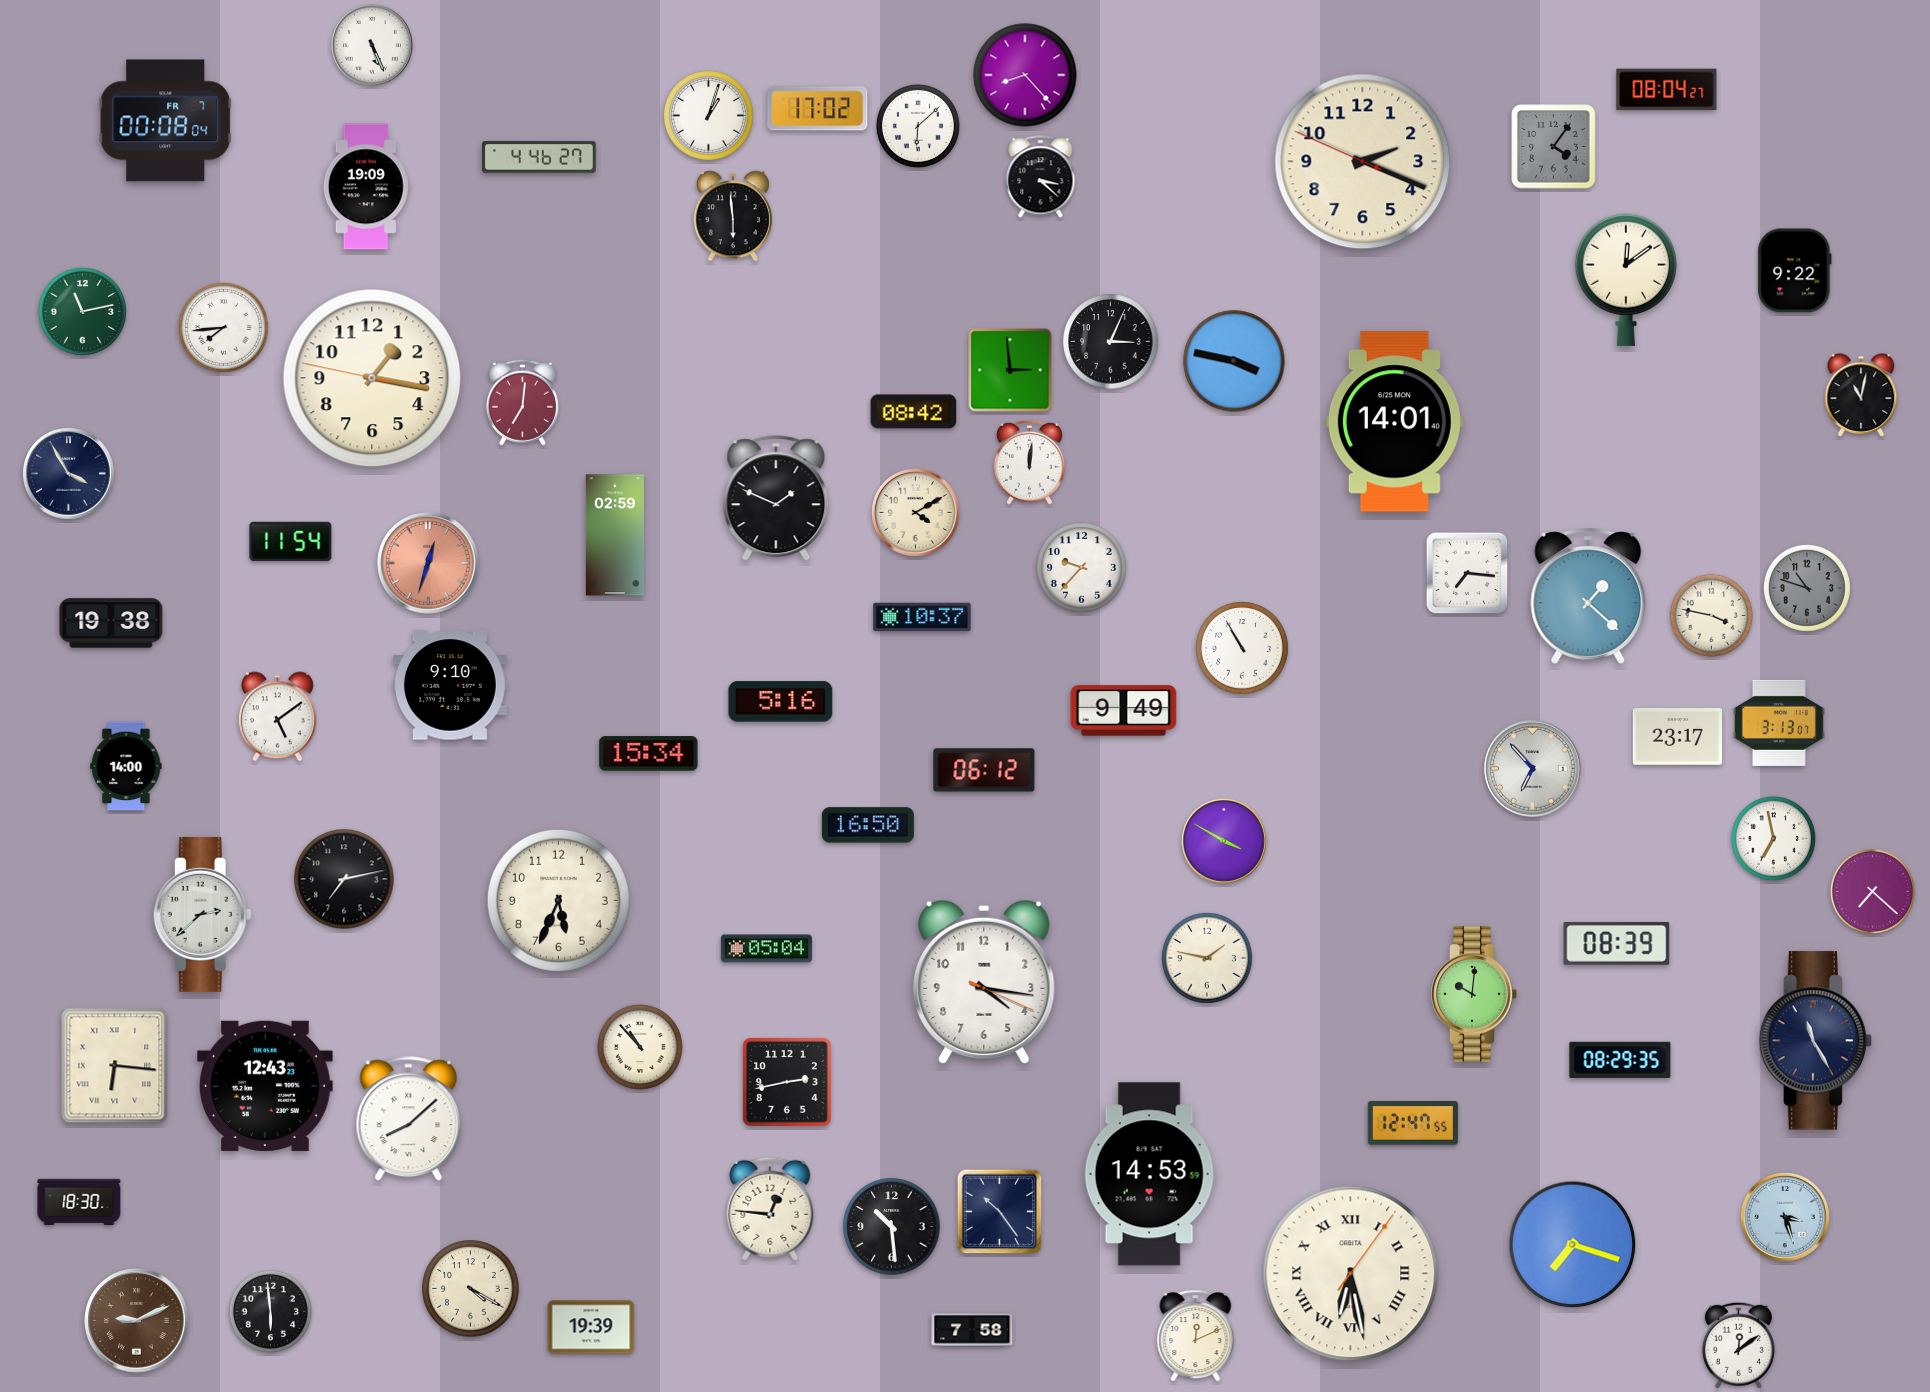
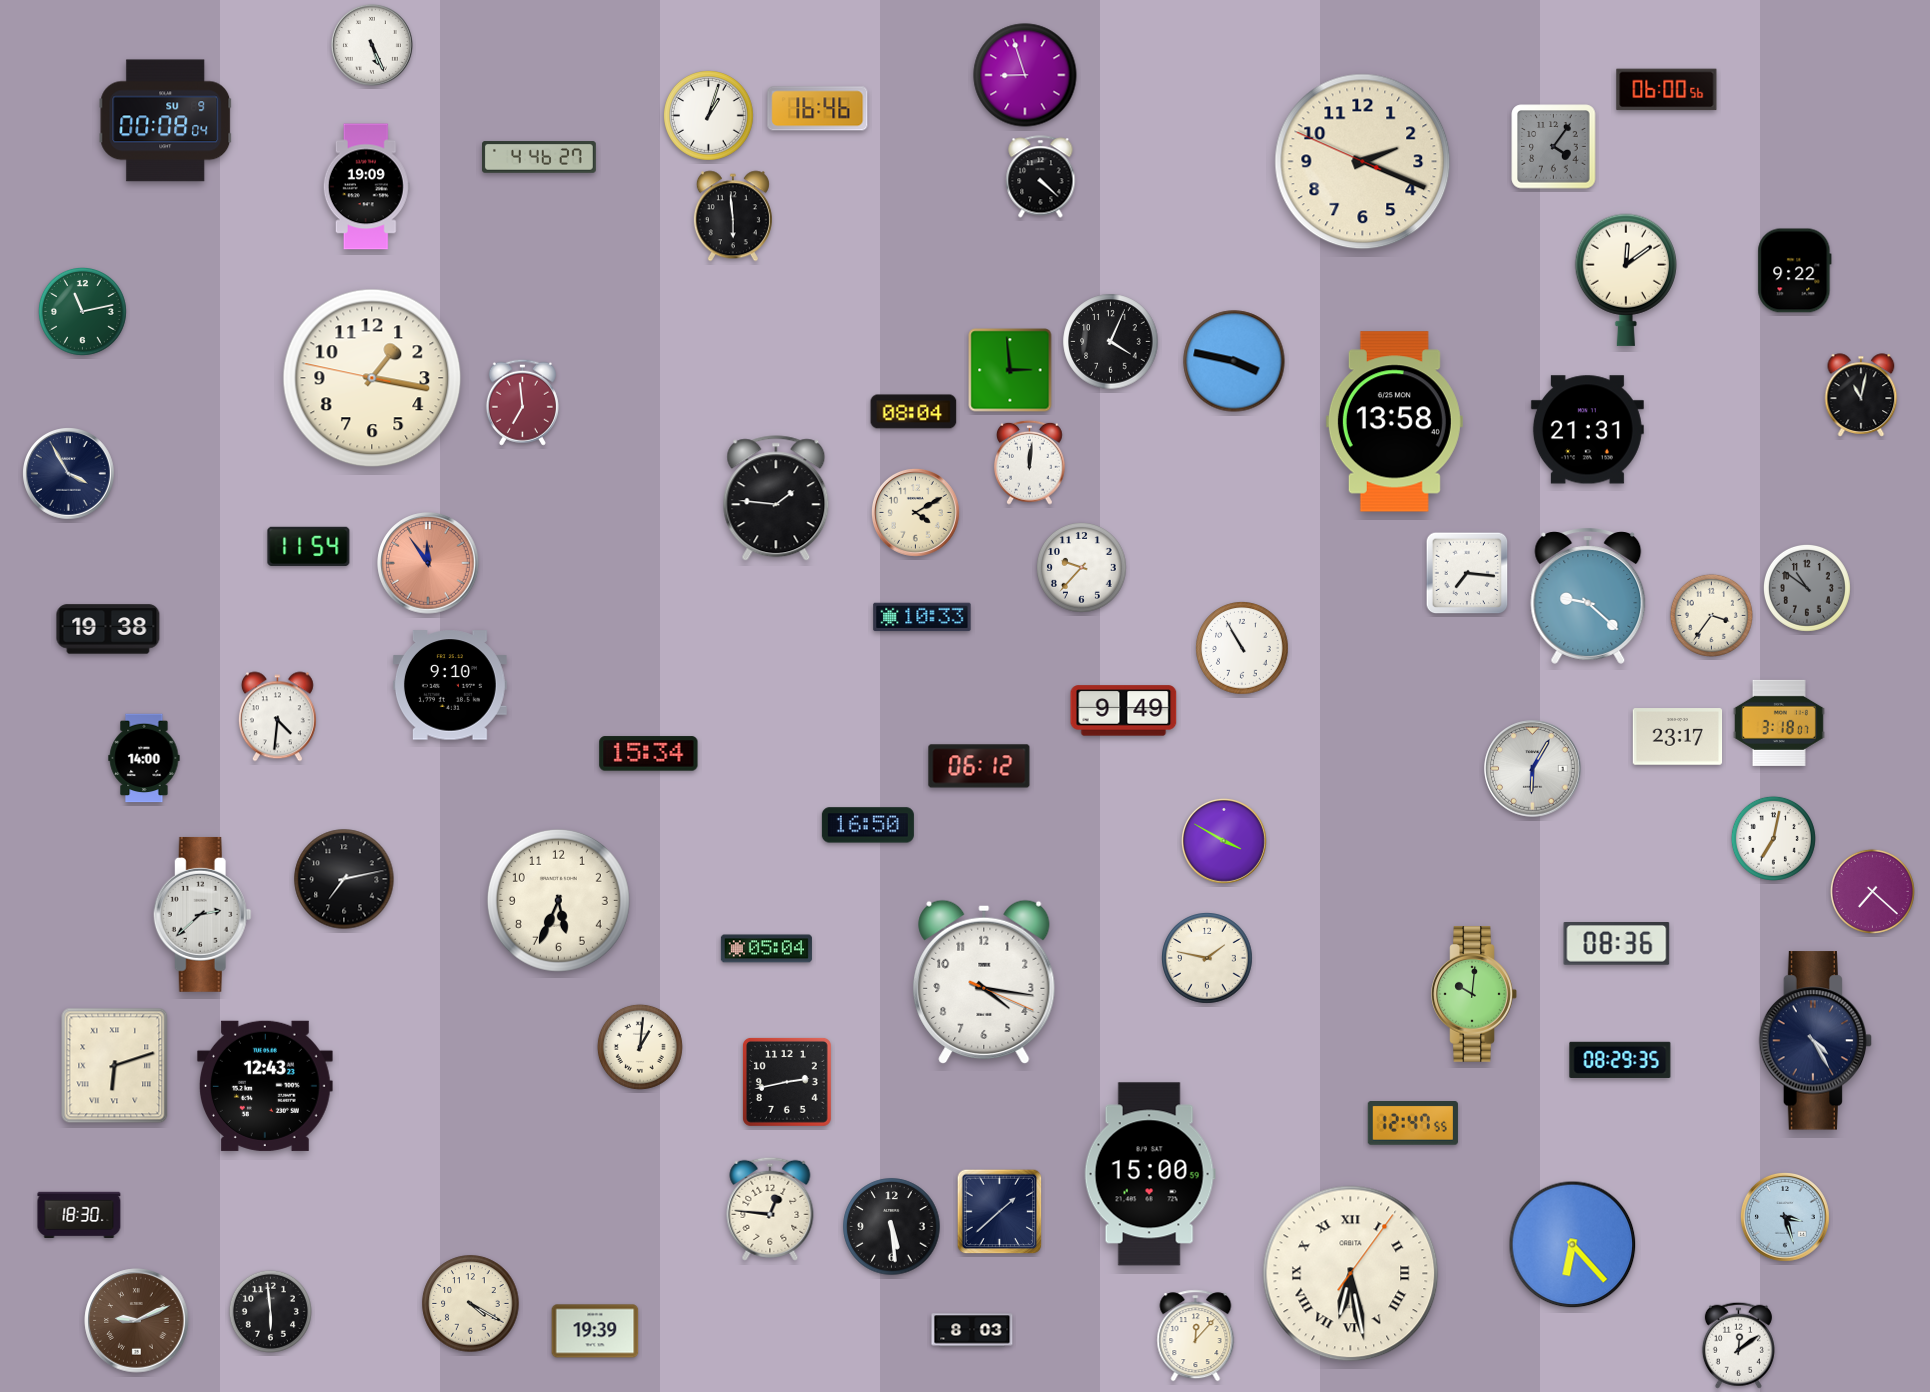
clock at (1025, 75): 8:23 -> 8:57
clock at (1667, 90): 08:04 -> 06:00
clock at (818, 109): 17:02 -> 16:46
clock at (166, 121) date: FR 7 -> SU 9
clock at (918, 126): 6:08 -> none
clock at (1041, 177): 3:22 -> 4:22
clock at (224, 328): 7:44 -> none
clock at (1111, 342): 3:04 -> 4:04
clock at (522, 402): 7:01 -> 6:59
clock at (914, 412): 08:42 -> 08:04
clock at (1394, 422): 14:01 -> 13:58
clock at (1587, 430): none -> 21:31
clock at (776, 499): 1:49 -> 1:46
clock at (615, 535): 02:59 -> none
clock at (291, 541) position: (291, 541) -> (309, 546)
clock at (428, 563): 12:33 -> 11:54
clock at (1807, 588): 10:48 -> 10:51
clock at (1588, 596): 1:22 -> 9:22
clock at (1711, 615): 3:47 -> 3:36
clock at (922, 617): 10:37 -> 10:33
clock at (111, 623) position: (111, 623) -> (108, 629)
clock at (781, 702): 5:16 -> none
clock at (277, 717): 5:09 -> 4:31
clock at (1779, 723): 3:13 -> 3:18
clock at (126, 766) position: (126, 766) -> (144, 758)
clock at (1533, 769): 6:53 -> 6:05
clock at (984, 770) position: (984, 770) -> (979, 766)
clock at (1773, 838): 6:58 -> 7:02
clock at (1617, 944): 08:39 -> 08:36
clock at (1816, 1041): 11:25 -> 4:25
clock at (640, 1047): 10:53 -> 1:01
clock at (115, 1066): 6:16 -> 6:12
clock at (409, 1119): 8:08 -> none
clock at (1150, 1174): 14:53 -> 15:00
clock at (79, 1201) position: (79, 1201) -> (79, 1214)
clock at (1000, 1212): 10:24 -> 1:38
clock at (892, 1227): 10:29 -> 5:29
clock at (1573, 1245): 7:18 -> 6:23
clock at (471, 1289) position: (471, 1289) -> (471, 1304)
clock at (591, 1327) position: (591, 1327) -> (595, 1331)
clock at (972, 1330): 7:58 -> 8:03
clock at (1196, 1336): 12:11 -> 12:07
